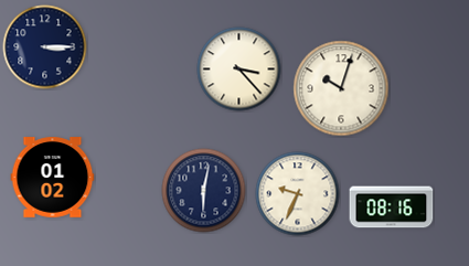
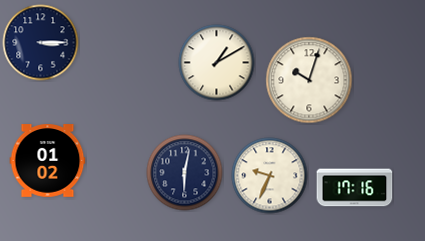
clock at (239, 70): 3:23 -> 1:10
clock at (392, 208): 08:16 -> 17:16
